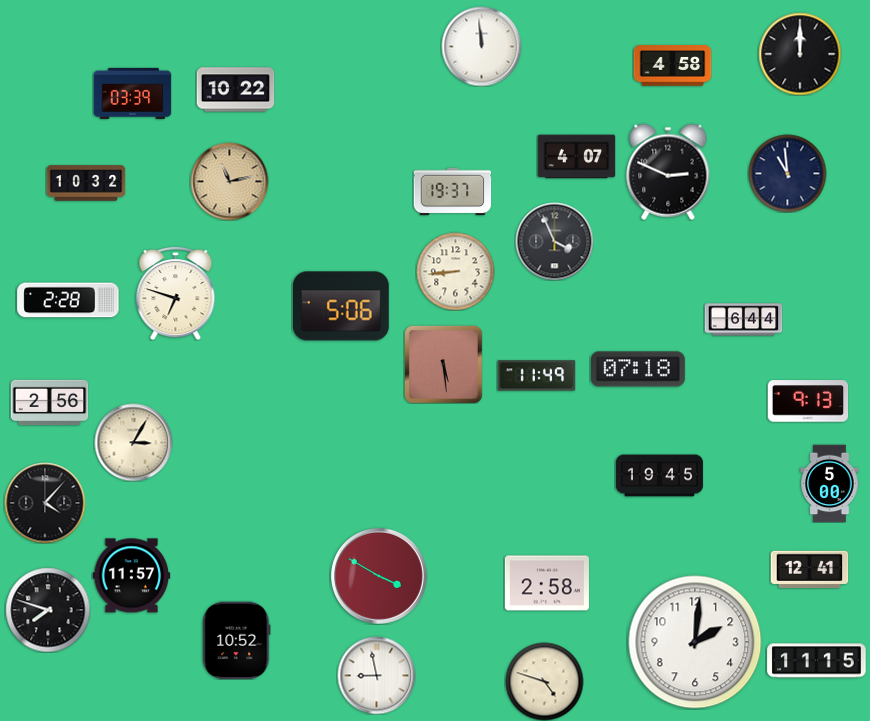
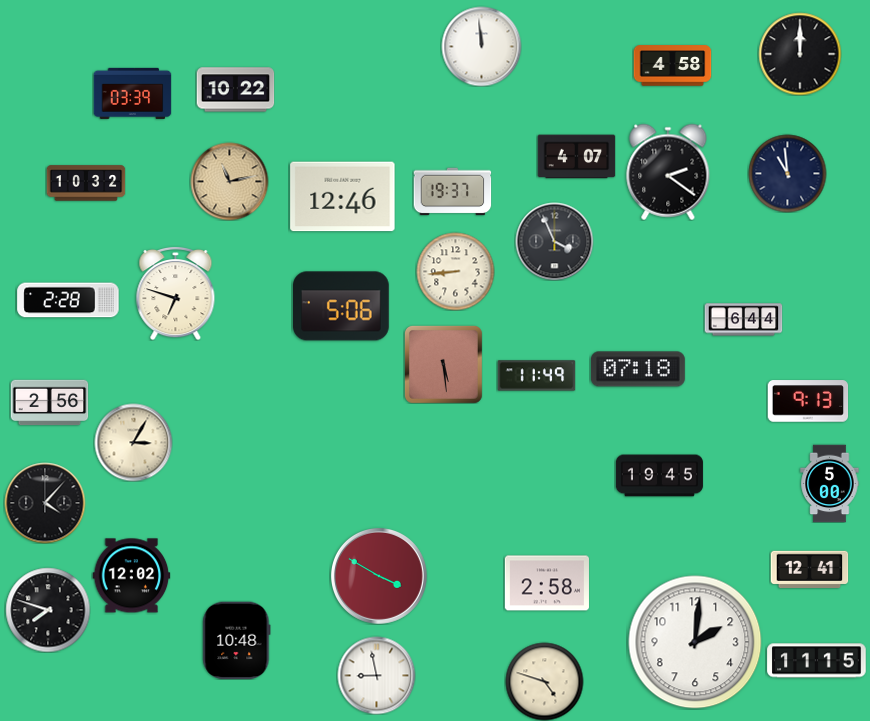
clock at (668, 172): 2:49 -> 2:21
clock at (343, 197): none -> 12:46
clock at (131, 576): 11:57 -> 12:02
clock at (237, 640): 10:52 -> 10:48
